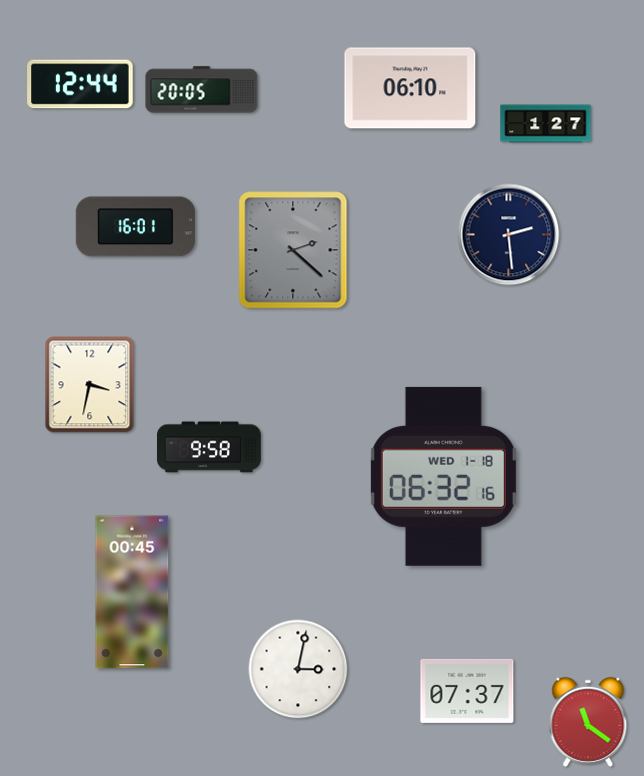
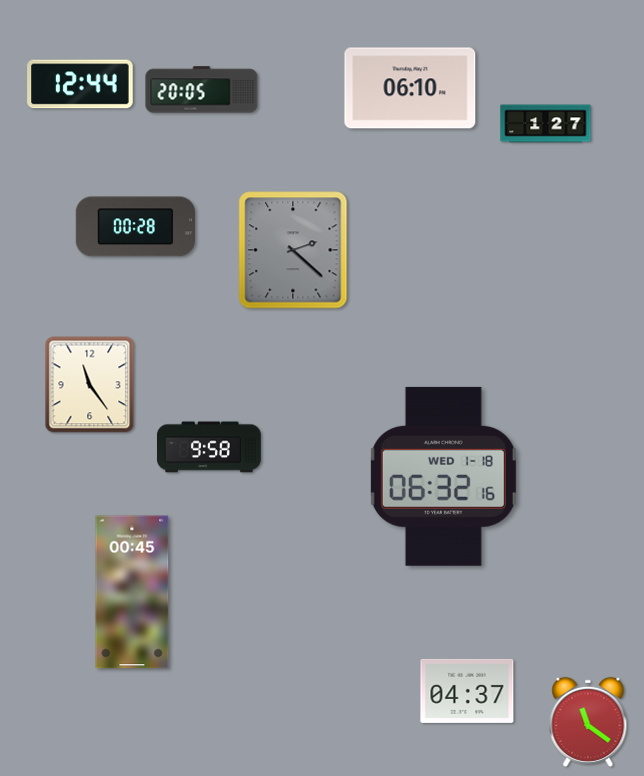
clock at (135, 227): 16:01 -> 00:28
clock at (509, 235): 2:29 -> none
clock at (90, 385): 3:32 -> 11:24
clock at (298, 669): 3:02 -> none
clock at (467, 691): 07:37 -> 04:37
